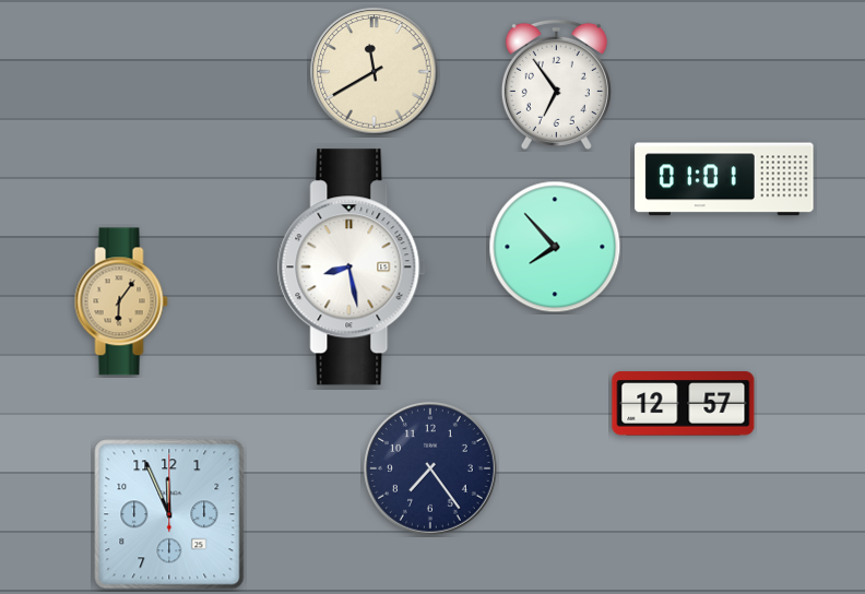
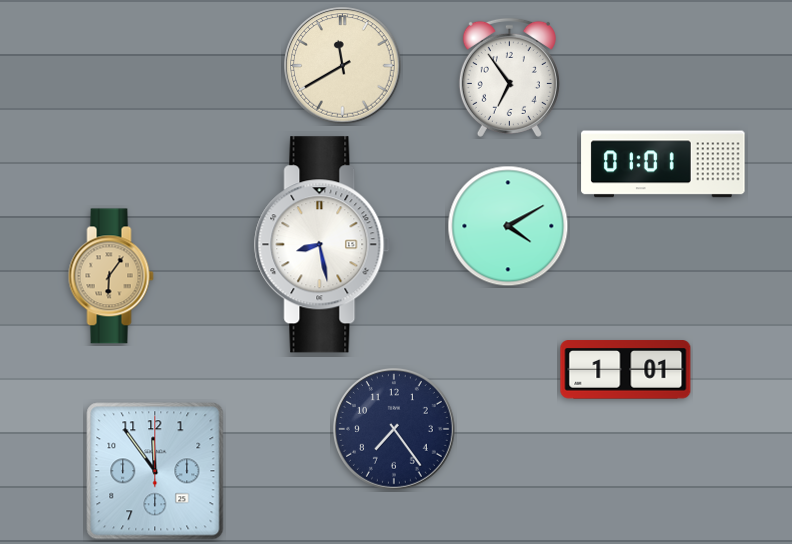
clock at (555, 247): 7:53 -> 4:10
clock at (684, 404): 12:57 -> 1:01
clock at (169, 514): 11:56 -> 11:54
